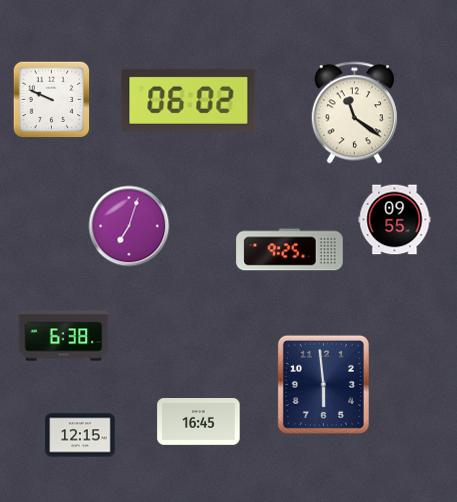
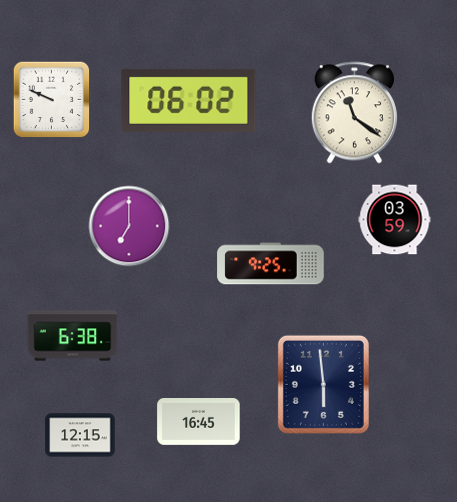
clock at (395, 220): 09:55 -> 03:59
clock at (129, 226): 7:03 -> 7:00
clock at (290, 250) position: (290, 250) -> (271, 264)
clock at (64, 336) position: (64, 336) -> (73, 336)
